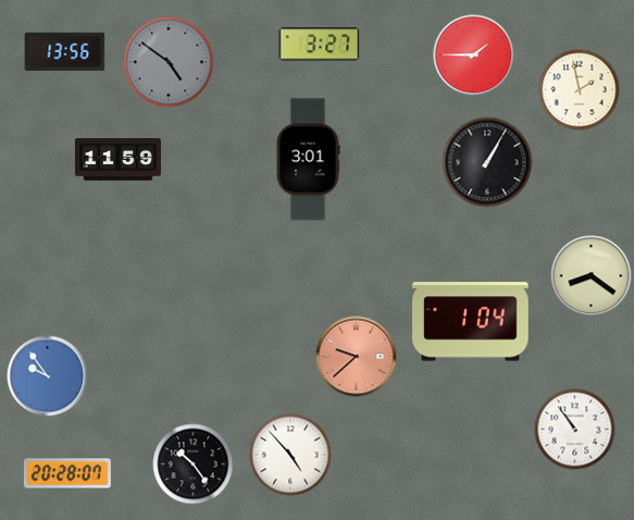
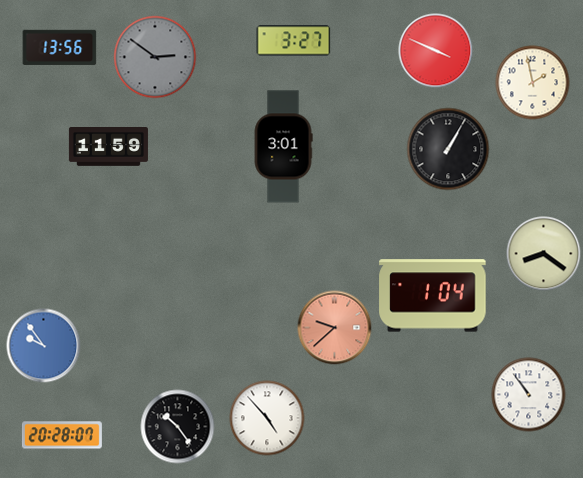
clock at (474, 55): 1:45 -> 3:49
clock at (169, 62): 4:51 -> 2:51
clock at (357, 357) position: (357, 357) -> (335, 328)
